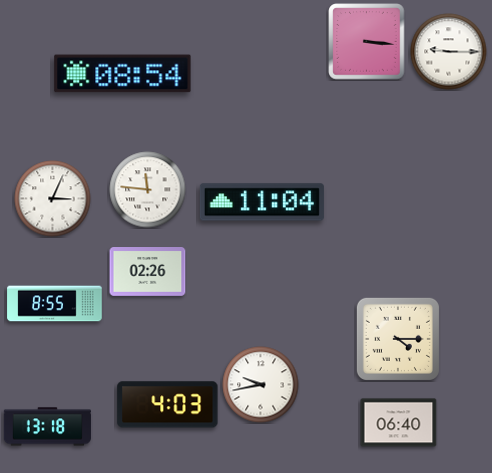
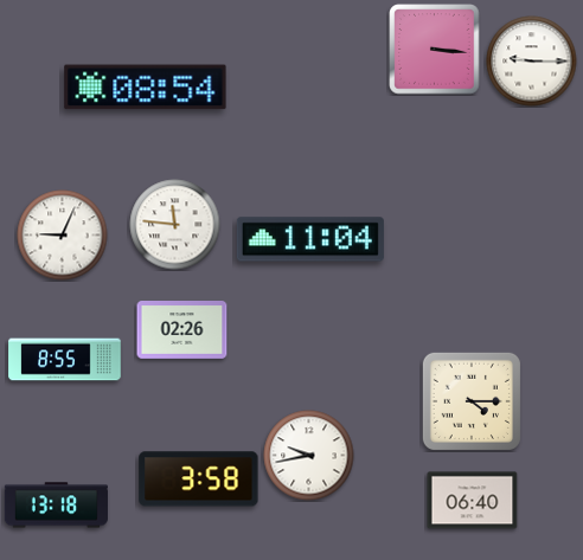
clock at (53, 199): 3:04 -> 9:04
clock at (148, 272) position: (148, 272) -> (182, 330)
clock at (168, 405): 4:03 -> 3:58
